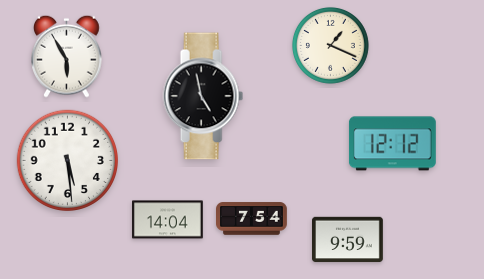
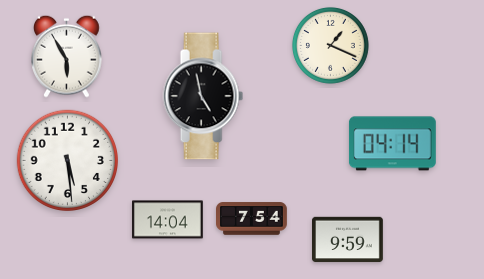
clock at (392, 144): 12:12 -> 04:14
